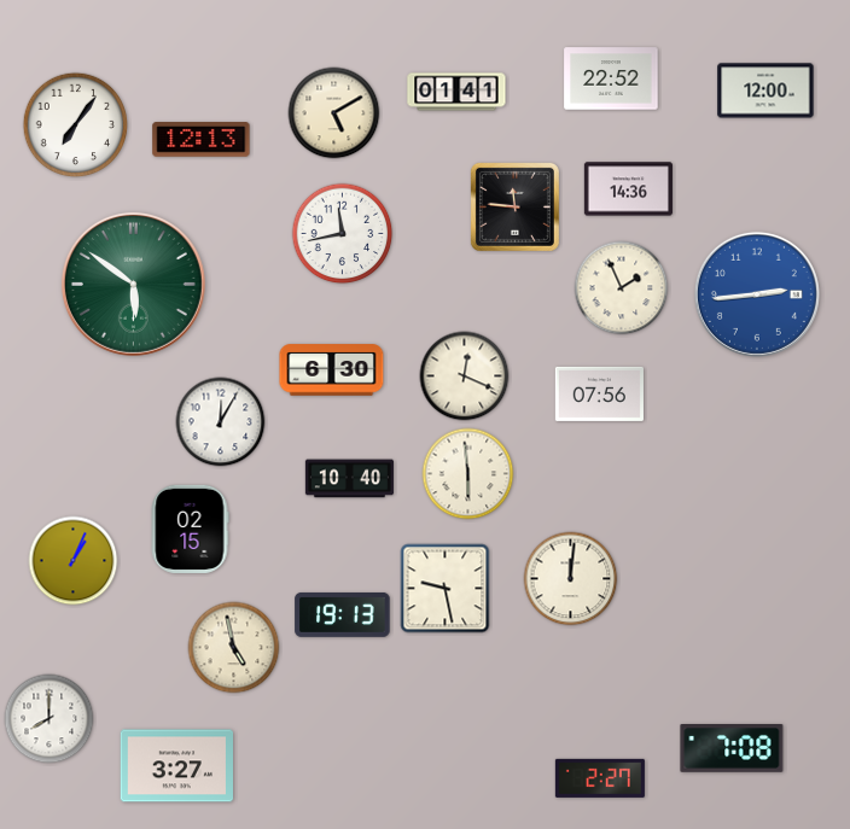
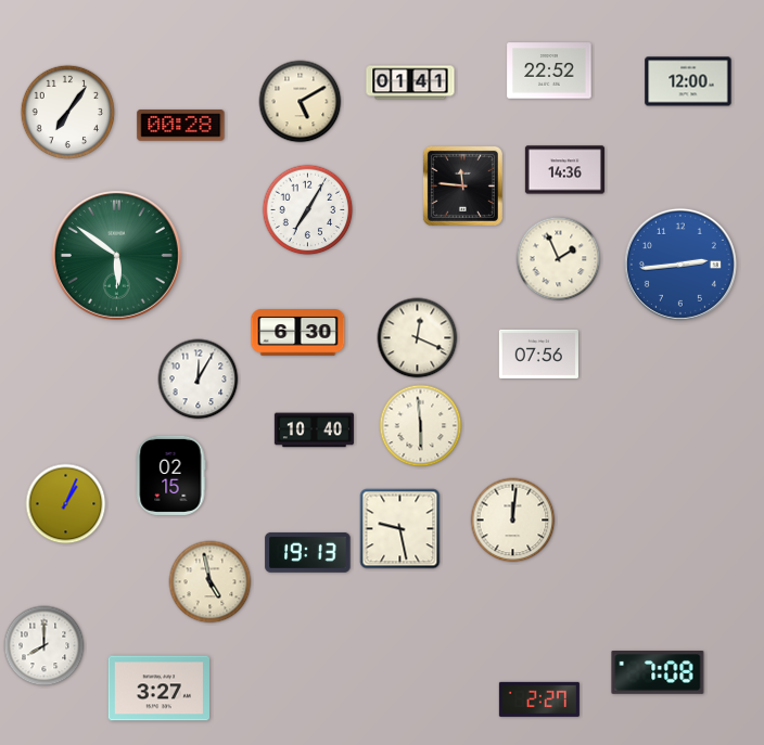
clock at (202, 140): 12:13 -> 00:28
clock at (343, 234): 11:43 -> 7:05
clock at (133, 284) position: (133, 284) -> (116, 255)
